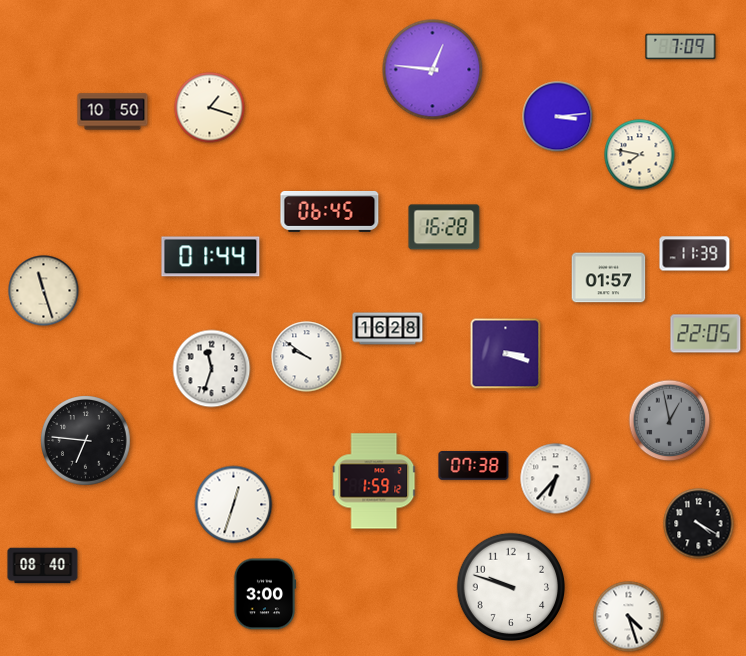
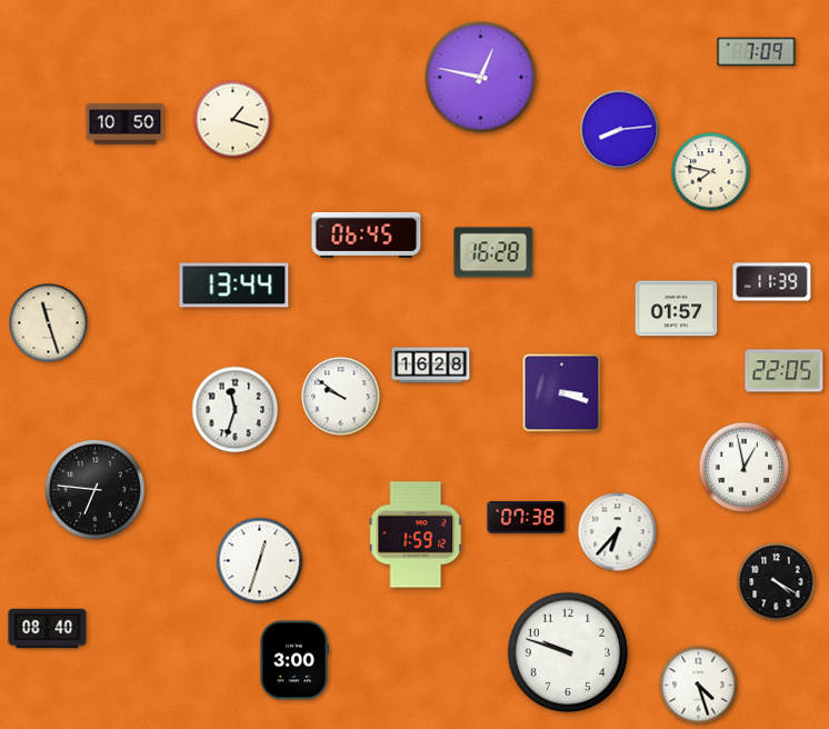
clock at (433, 70): 12:46 -> 12:47
clock at (558, 117): 3:14 -> 8:14
clock at (211, 257): 01:44 -> 13:44
clock at (670, 421) dial: grey -> white
